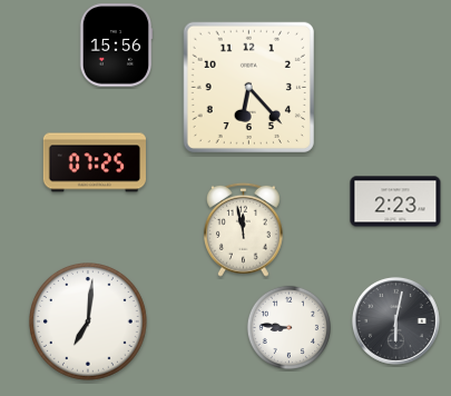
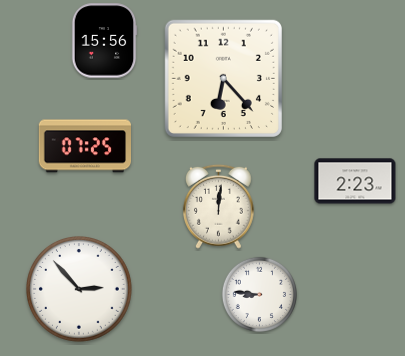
clock at (243, 229): 11:58 -> 12:01
clock at (395, 321): 6:02 -> none
clock at (89, 323): 7:01 -> 2:53
